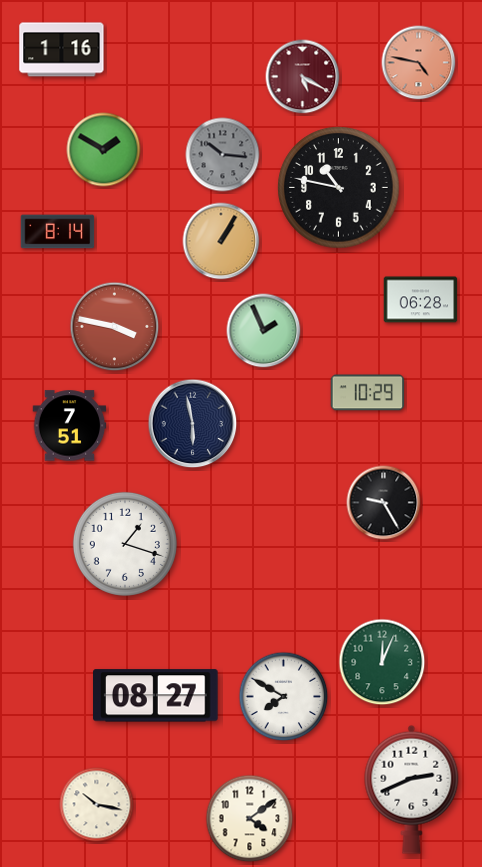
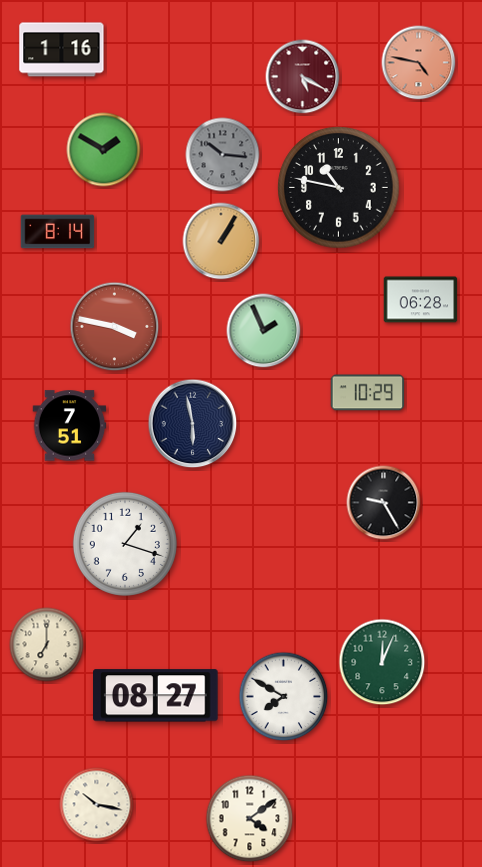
clock at (47, 645): none -> 7:00
clock at (412, 789): 2:41 -> none
